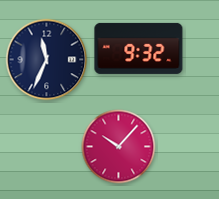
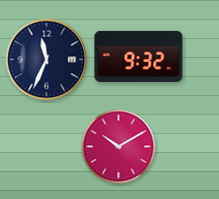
clock at (139, 48) position: (139, 48) -> (139, 56)
clock at (119, 147): 10:07 -> 10:10
